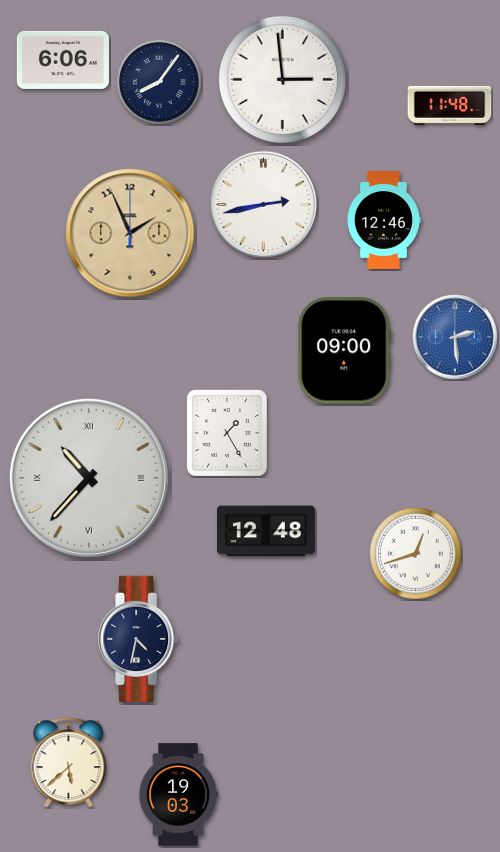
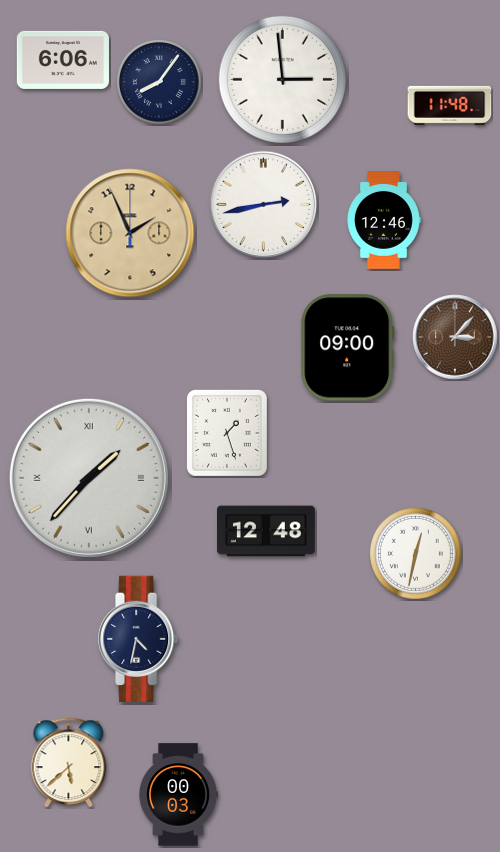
clock at (455, 337): 2:29 -> 3:07
clock at (455, 337) dial: blue -> brown
clock at (345, 351) position: (345, 351) -> (348, 348)
clock at (227, 433): 1:25 -> 1:27
clock at (89, 478): 10:37 -> 1:37
clock at (416, 554): 12:42 -> 12:32
clock at (178, 795): 19:03 -> 00:03
